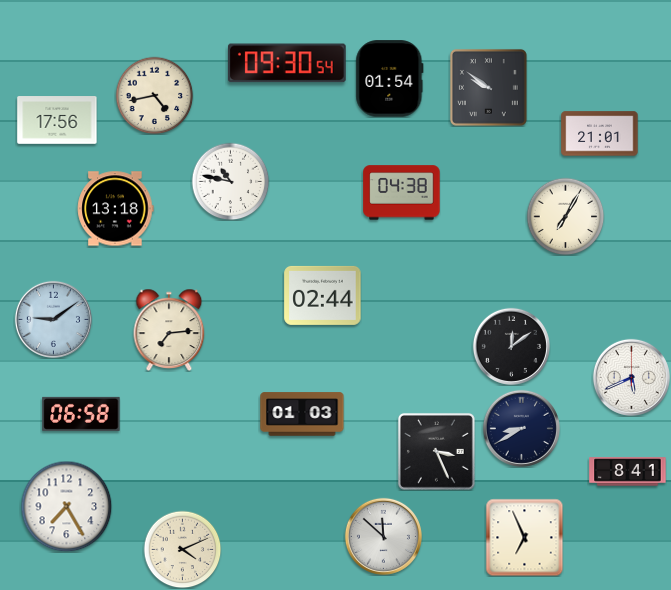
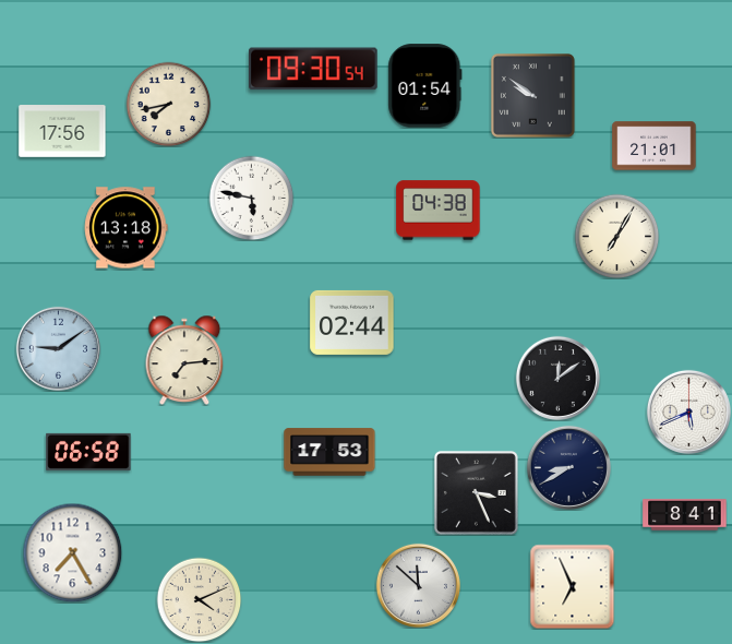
clock at (154, 95): 4:43 -> 7:43
clock at (230, 181): 10:47 -> 5:47
clock at (302, 414): 01:03 -> 17:53
